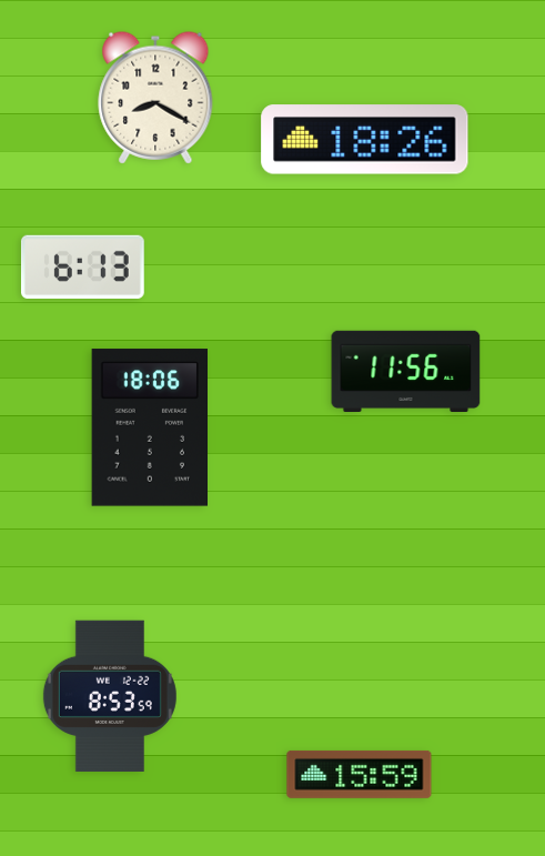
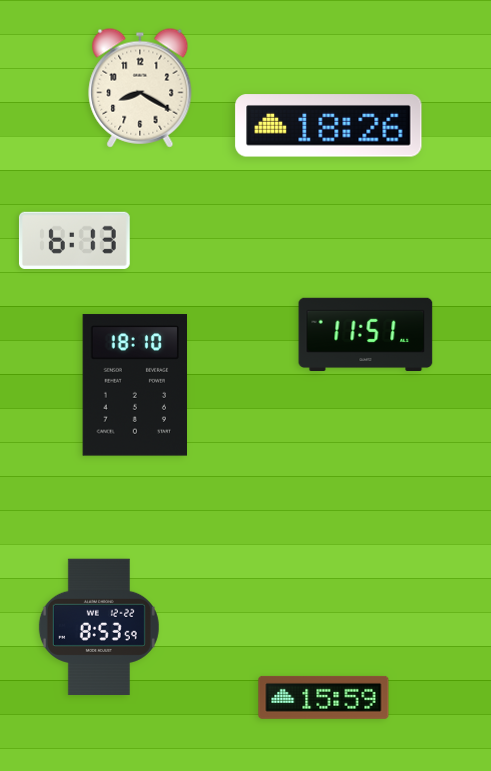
clock at (406, 371): 11:56 -> 11:51
clock at (149, 427): 18:06 -> 18:10
